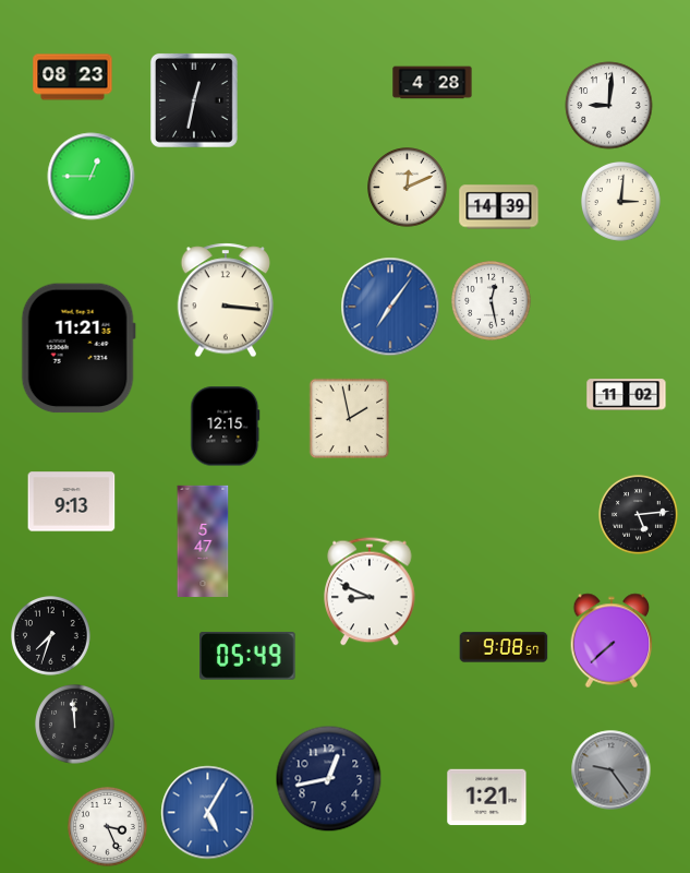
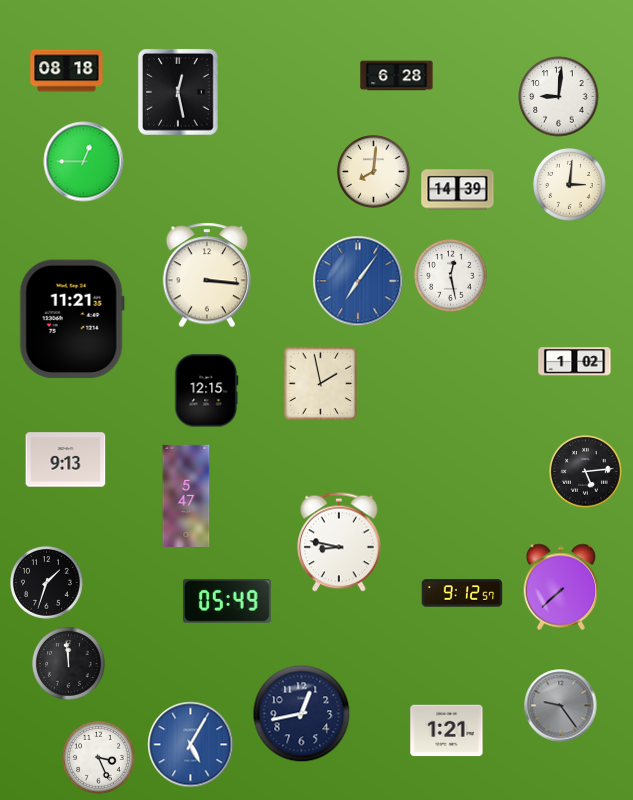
clock at (73, 77): 08:23 -> 08:18
clock at (433, 83): 4:28 -> 6:28
clock at (194, 100): 12:32 -> 12:28
clock at (408, 188): 12:11 -> 8:01
clock at (627, 395): 11:02 -> 1:02
clock at (370, 591): 8:49 -> 8:47
clock at (51, 636): 7:33 -> 1:33
clock at (504, 647): 9:08 -> 9:12
